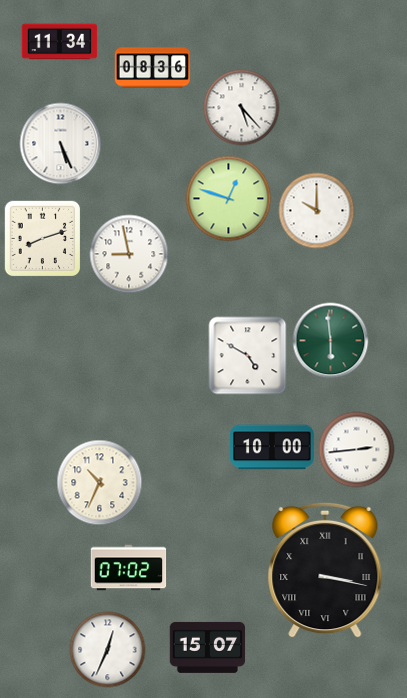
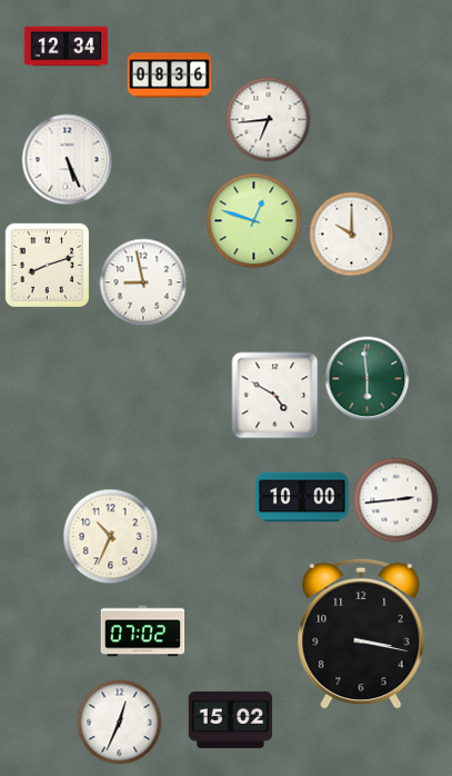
clock at (60, 42): 11:34 -> 12:34
clock at (242, 108): 5:23 -> 6:44
clock at (325, 570) numerals: Roman -> Arabic
clock at (208, 647): 15:07 -> 15:02
